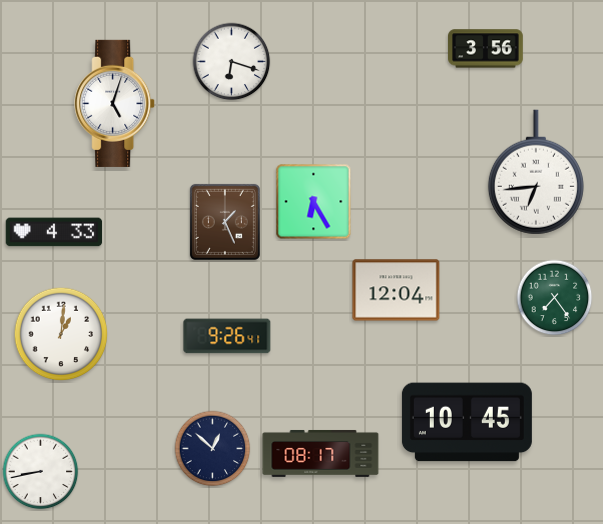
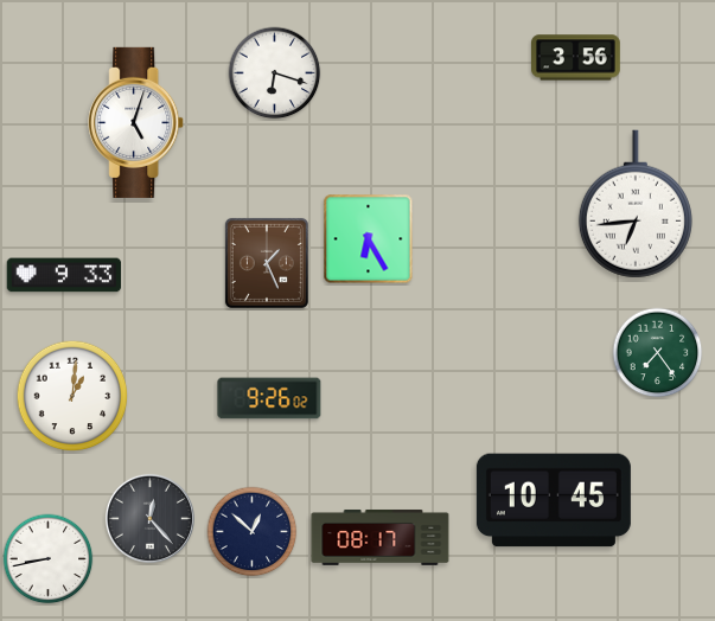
clock at (314, 202) position: (314, 202) -> (369, 239)
clock at (54, 232): 4:33 -> 9:33
clock at (396, 290): 12:04 -> none
clock at (227, 336): 9:26:41 -> 9:26:02
clock at (149, 518): none -> 12:23
